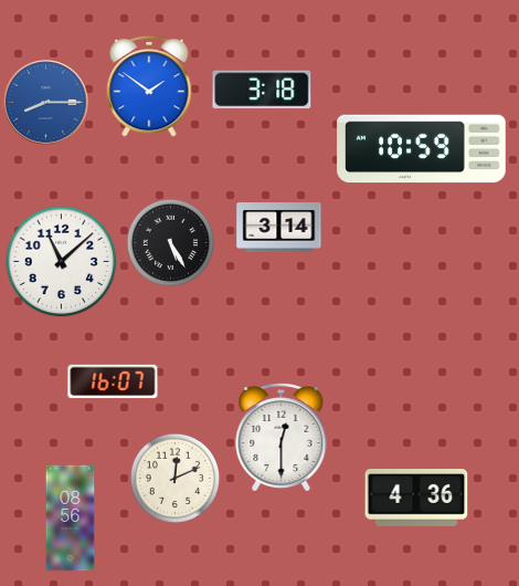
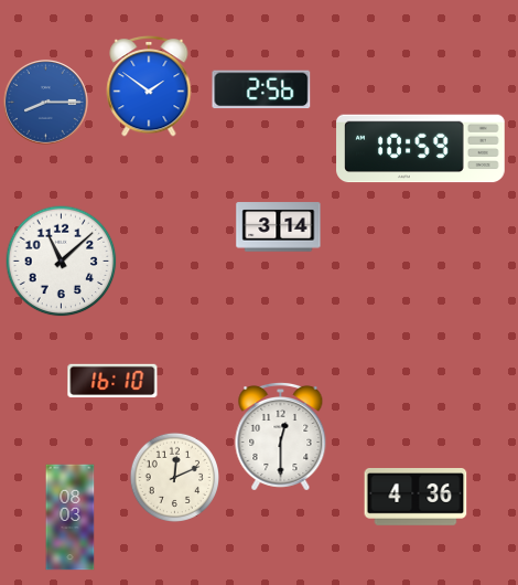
clock at (262, 90): 3:18 -> 2:56
clock at (170, 242): 5:25 -> none
clock at (113, 381): 16:07 -> 16:10
clock at (71, 519): 08:56 -> 08:03
